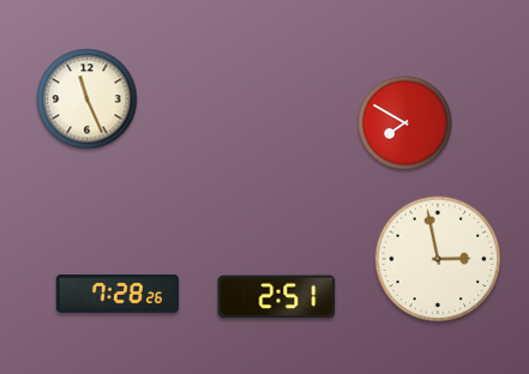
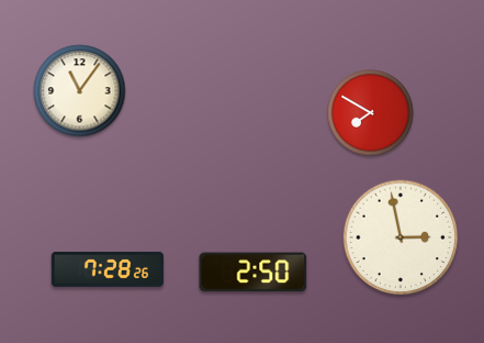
clock at (88, 99): 11:26 -> 11:06
clock at (277, 297): 2:51 -> 2:50
